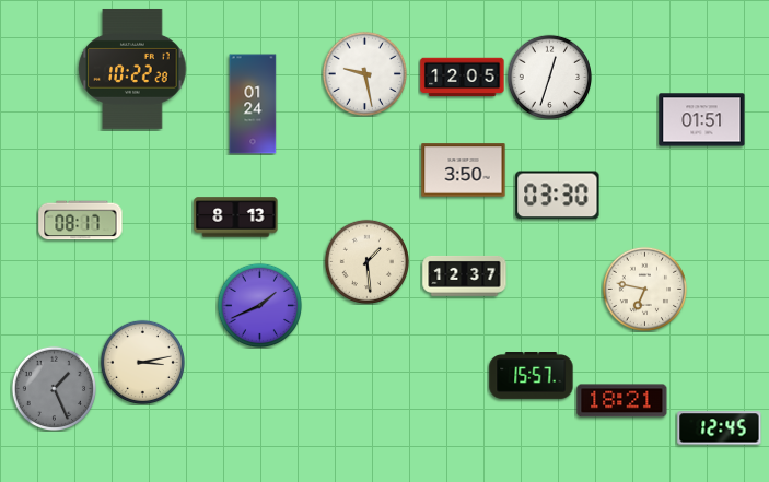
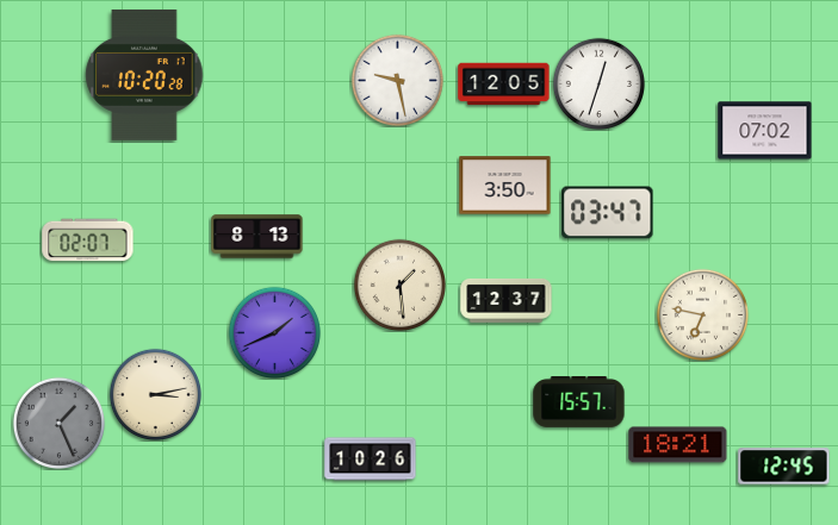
clock at (132, 69): 10:22 -> 10:20
clock at (253, 104): 01:24 -> none
clock at (702, 120): 01:51 -> 07:02
clock at (558, 196): 03:30 -> 03:47
clock at (81, 221): 08:17 -> 02:07
clock at (259, 305) position: (259, 305) -> (274, 332)
clock at (532, 376) position: (532, 376) -> (579, 402)
clock at (622, 401) position: (622, 401) -> (678, 445)
clock at (371, 460): none -> 10:26
